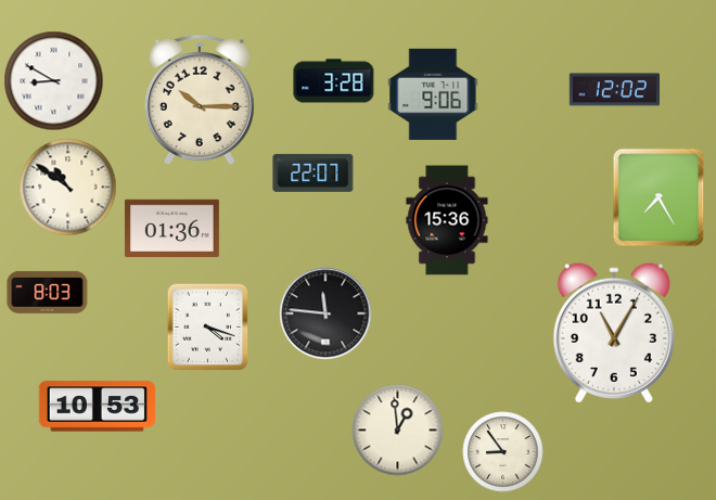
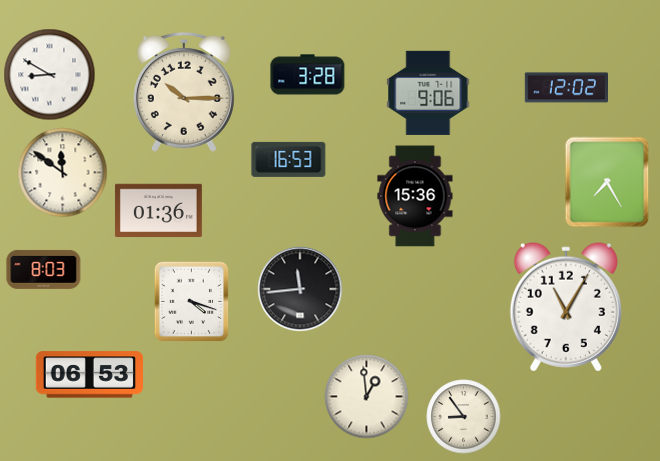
clock at (614, 90) position: (614, 90) -> (566, 88)
clock at (433, 94) position: (433, 94) -> (428, 93)
clock at (314, 172): 22:07 -> 16:53
clock at (68, 188): 10:51 -> 11:51
clock at (447, 220) position: (447, 220) -> (415, 196)
clock at (325, 313): 11:46 -> 11:44
clock at (97, 407): 10:53 -> 06:53
